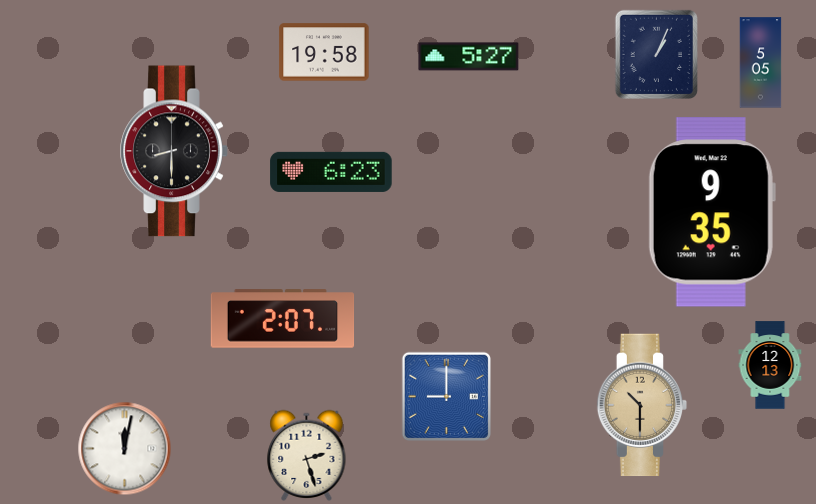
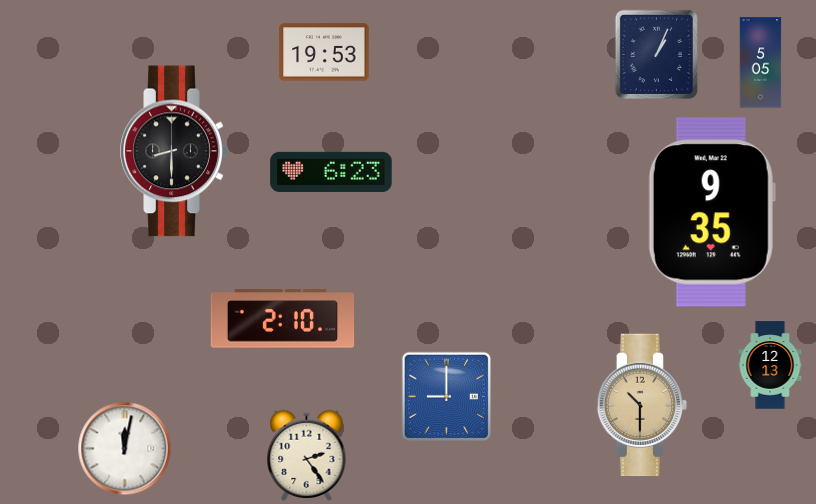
clock at (324, 52): 19:58 -> 19:53
clock at (469, 57): 5:27 -> none
clock at (283, 319): 2:07 -> 2:10
clock at (307, 455): 2:27 -> 2:24
